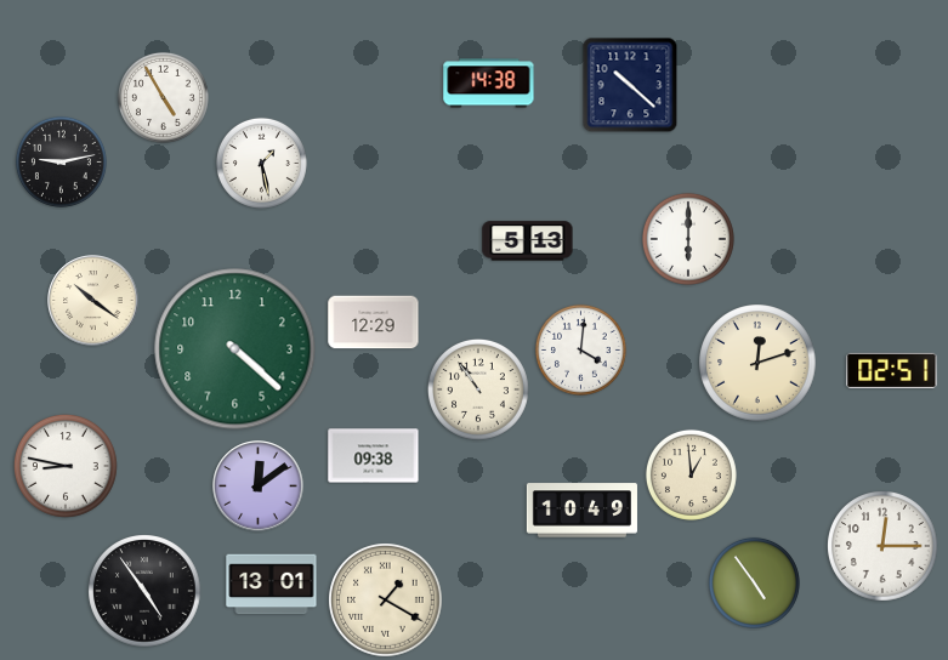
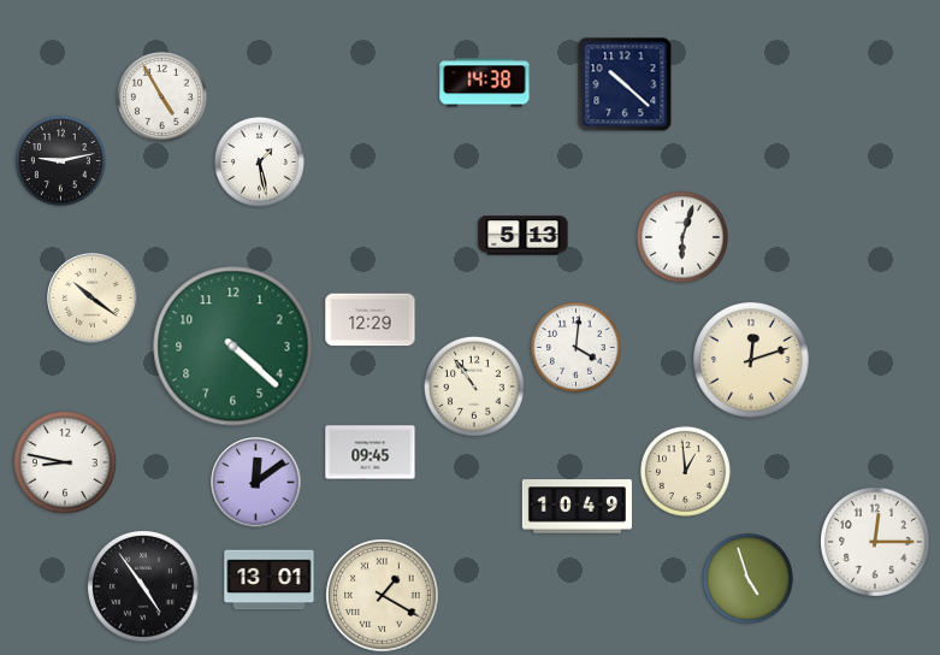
clock at (688, 239): 6:00 -> 6:03
clock at (528, 241) position: (528, 241) -> (524, 236)
clock at (892, 370): 02:51 -> none
clock at (374, 456): 09:38 -> 09:45
clock at (754, 582): 4:54 -> 4:57
